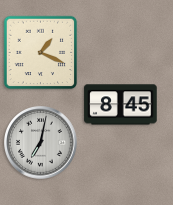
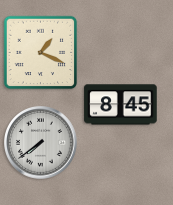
clock at (41, 143): 7:02 -> 7:39
